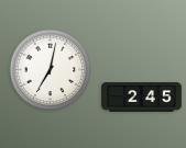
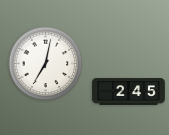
clock at (142, 98) position: (142, 98) -> (129, 92)
